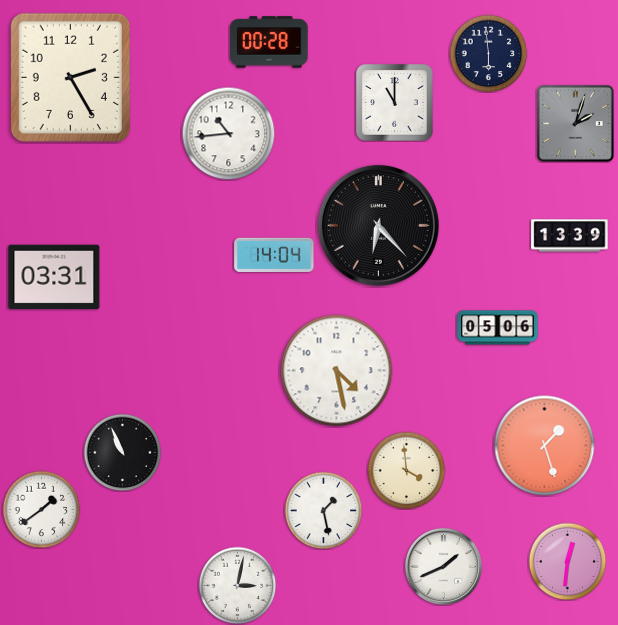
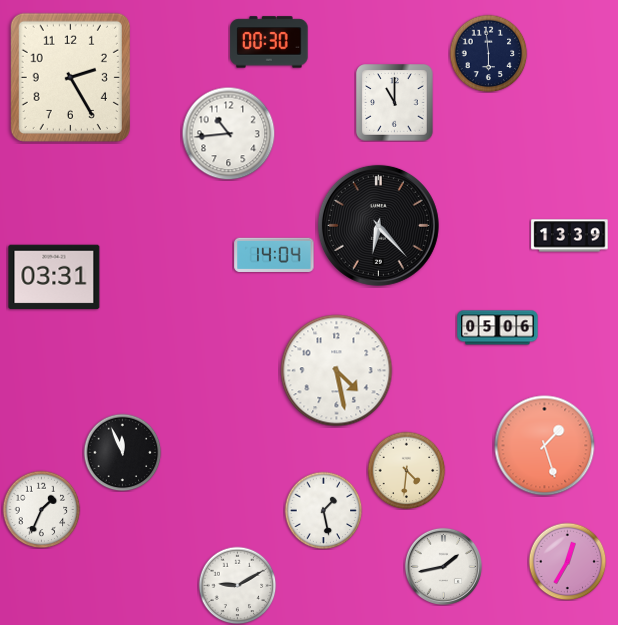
clock at (269, 42): 00:28 -> 00:30
clock at (575, 123): 2:03 -> none
clock at (122, 452): 10:56 -> 11:56
clock at (406, 470): 3:59 -> 4:31
clock at (41, 509): 1:39 -> 1:34
clock at (567, 561): 12:31 -> 12:35
clock at (443, 566): 1:41 -> 1:43
clock at (237, 585): 3:02 -> 9:10
